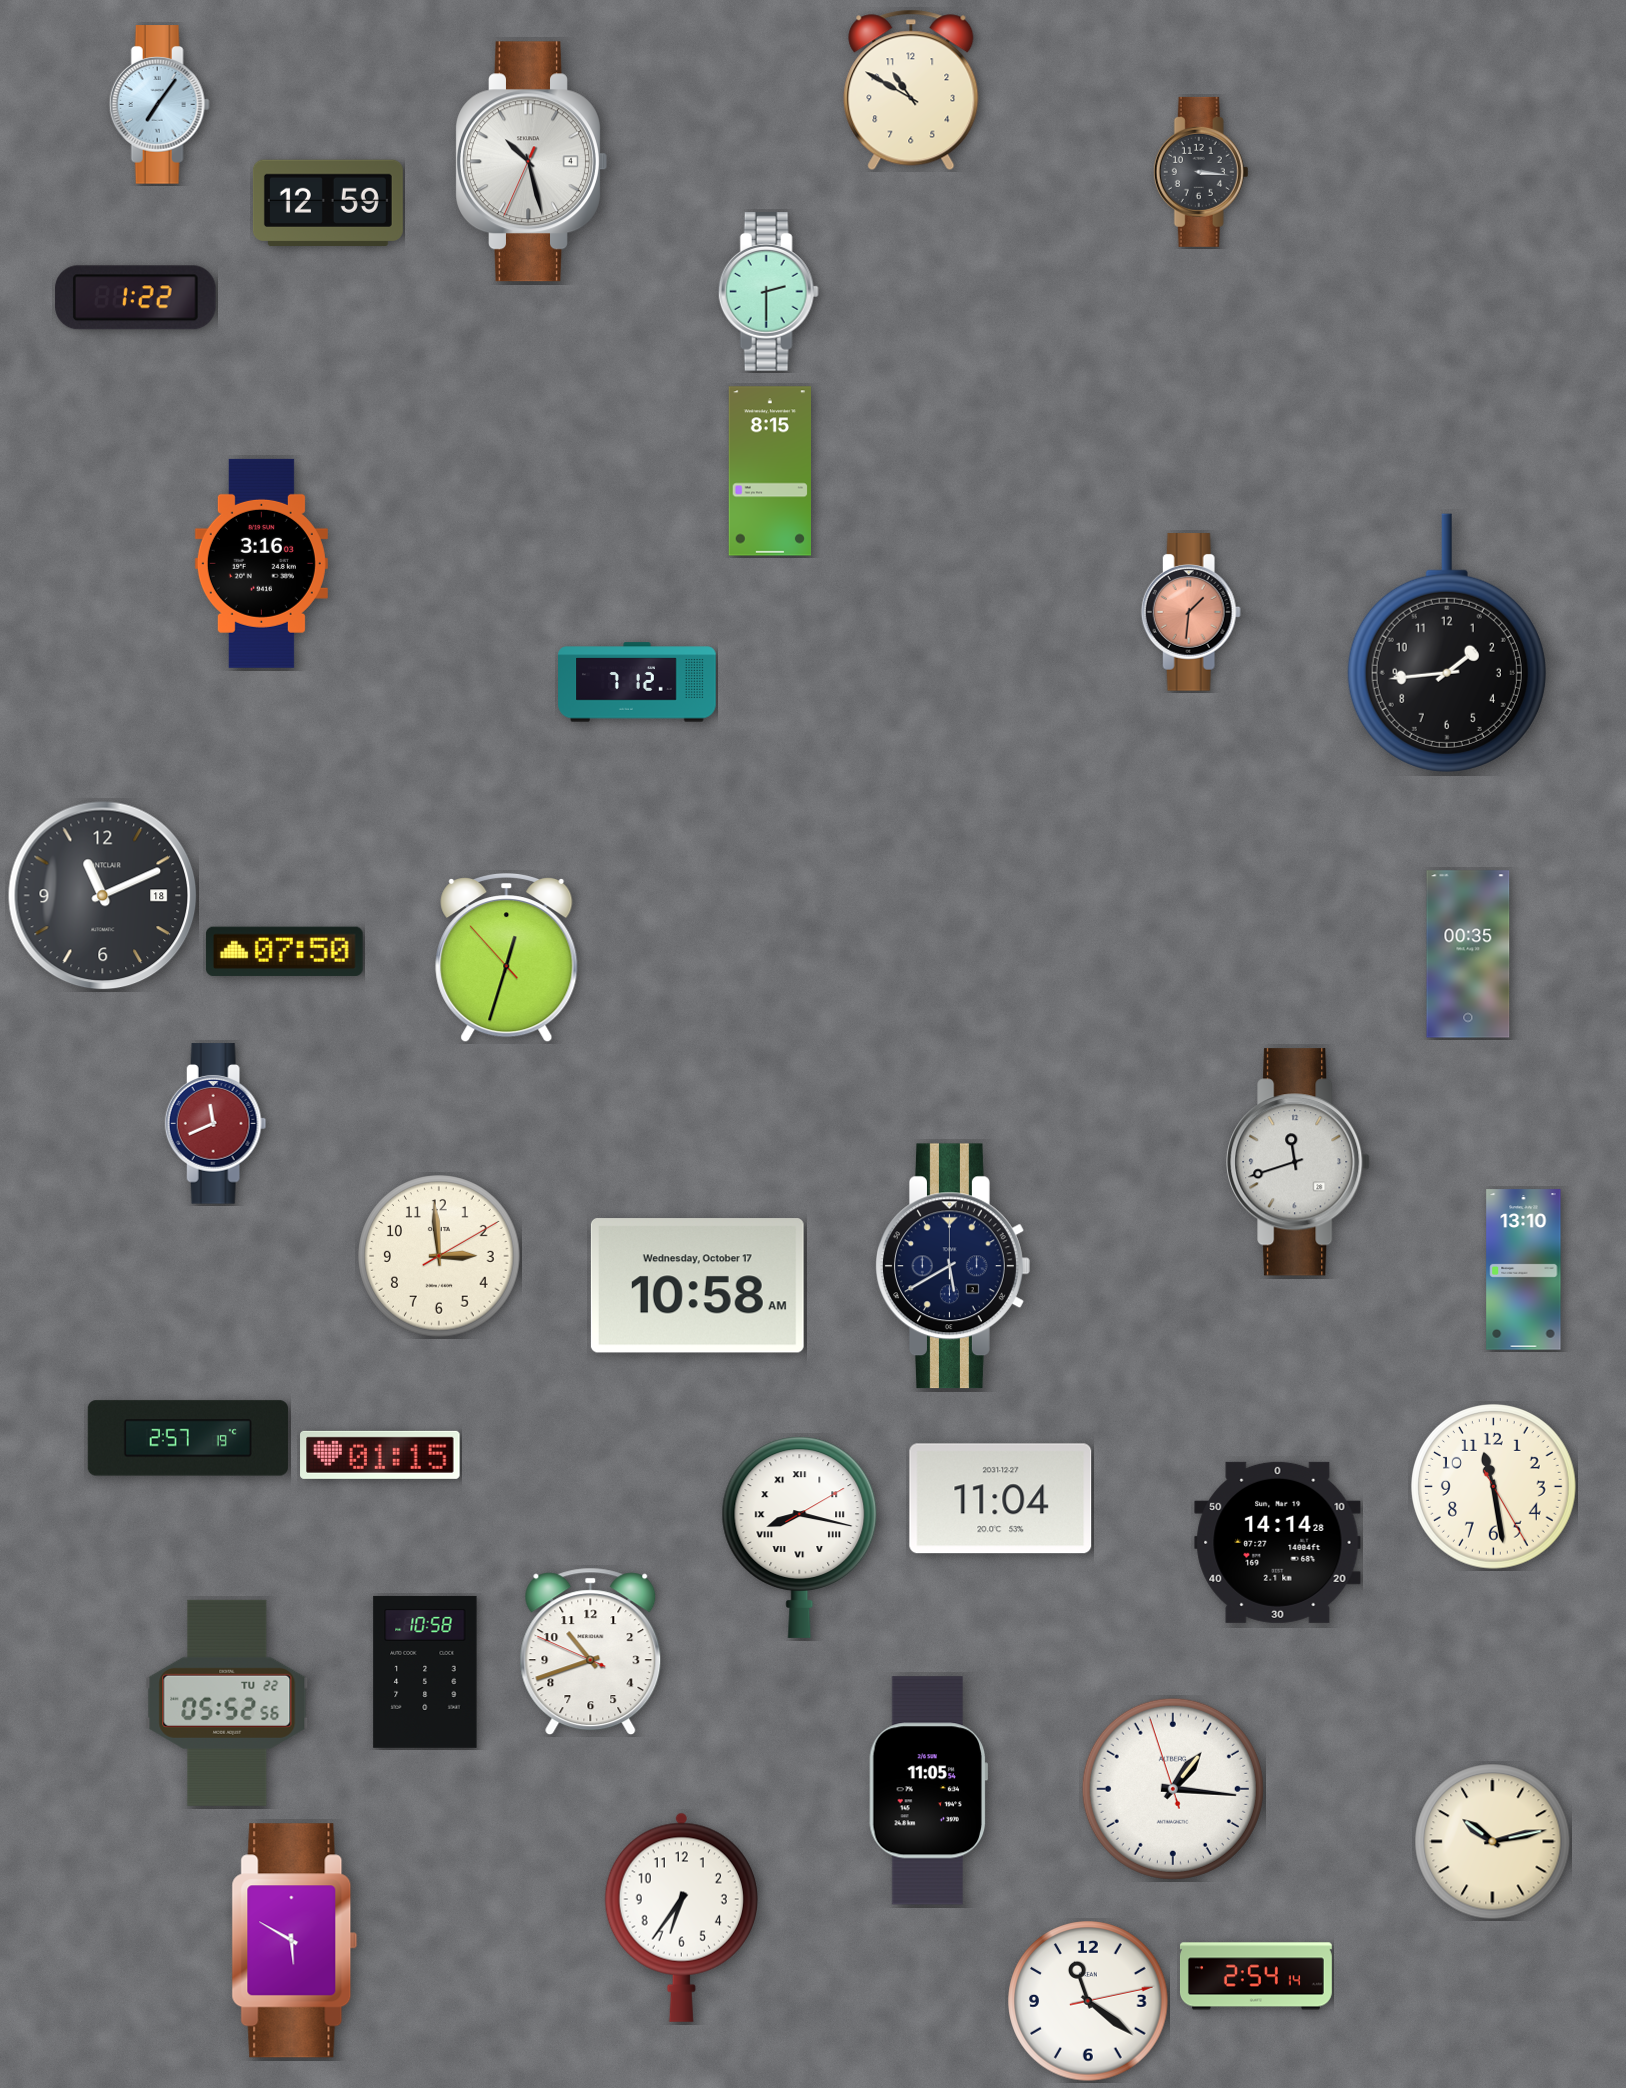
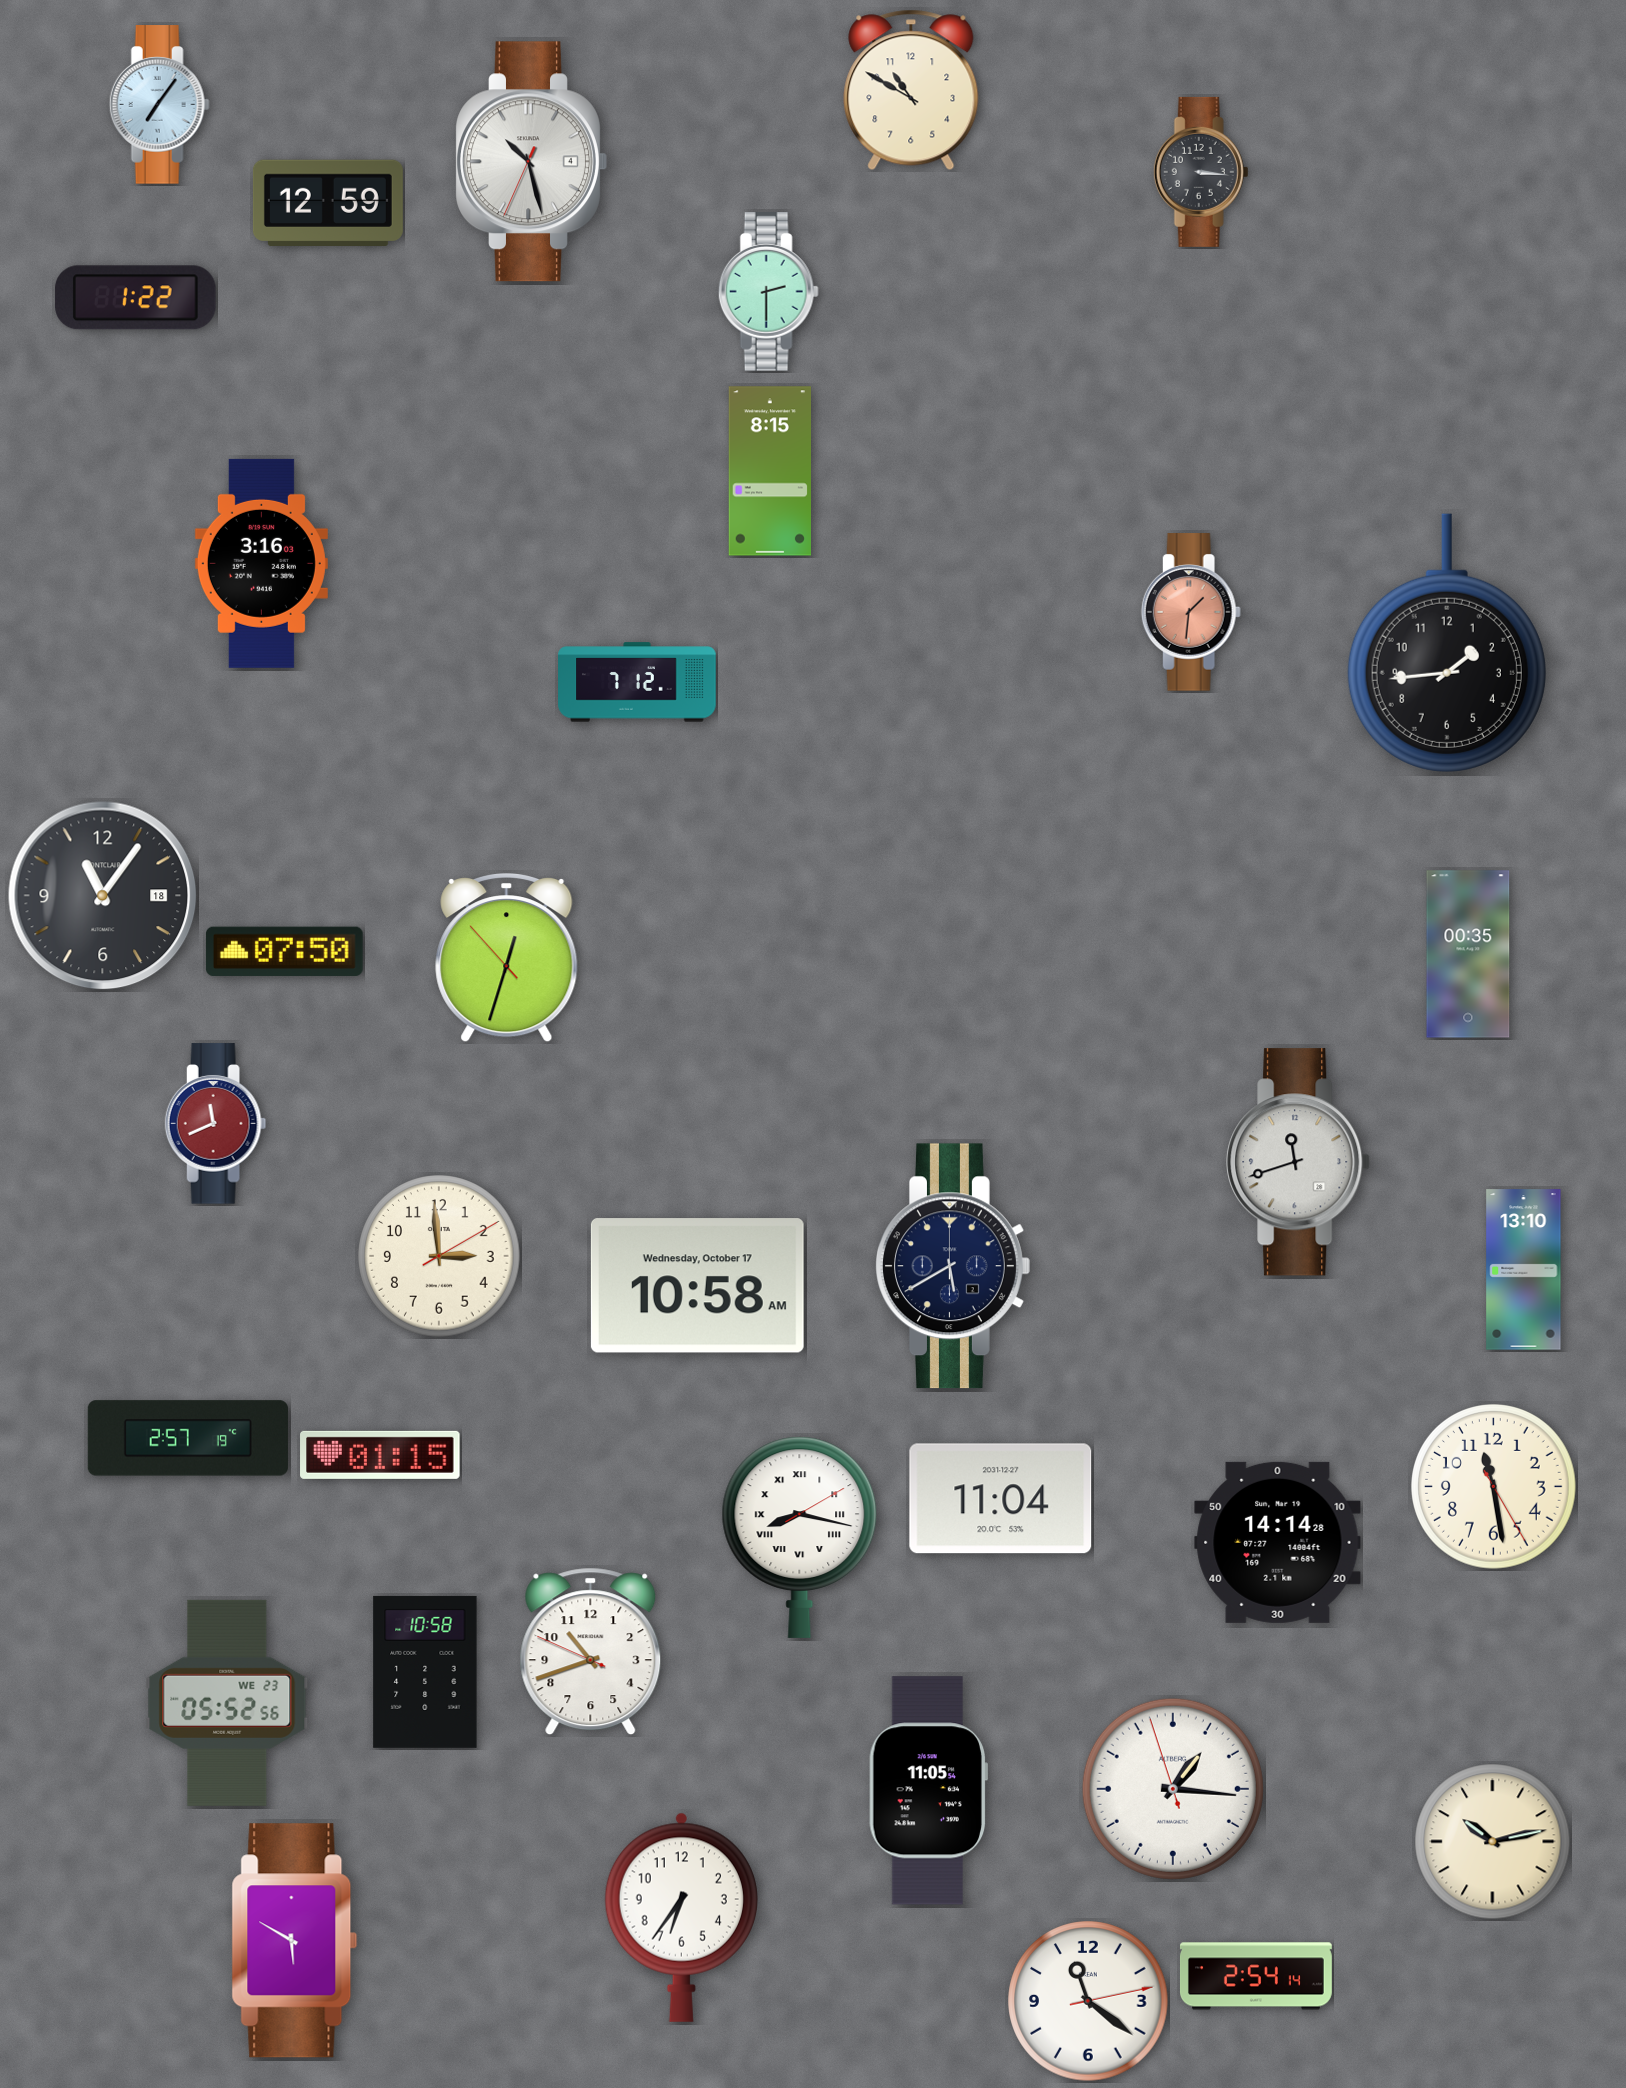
clock at (103, 896): 11:11 -> 11:06
clock at (227, 1703) date: TU 22 -> WE 23
